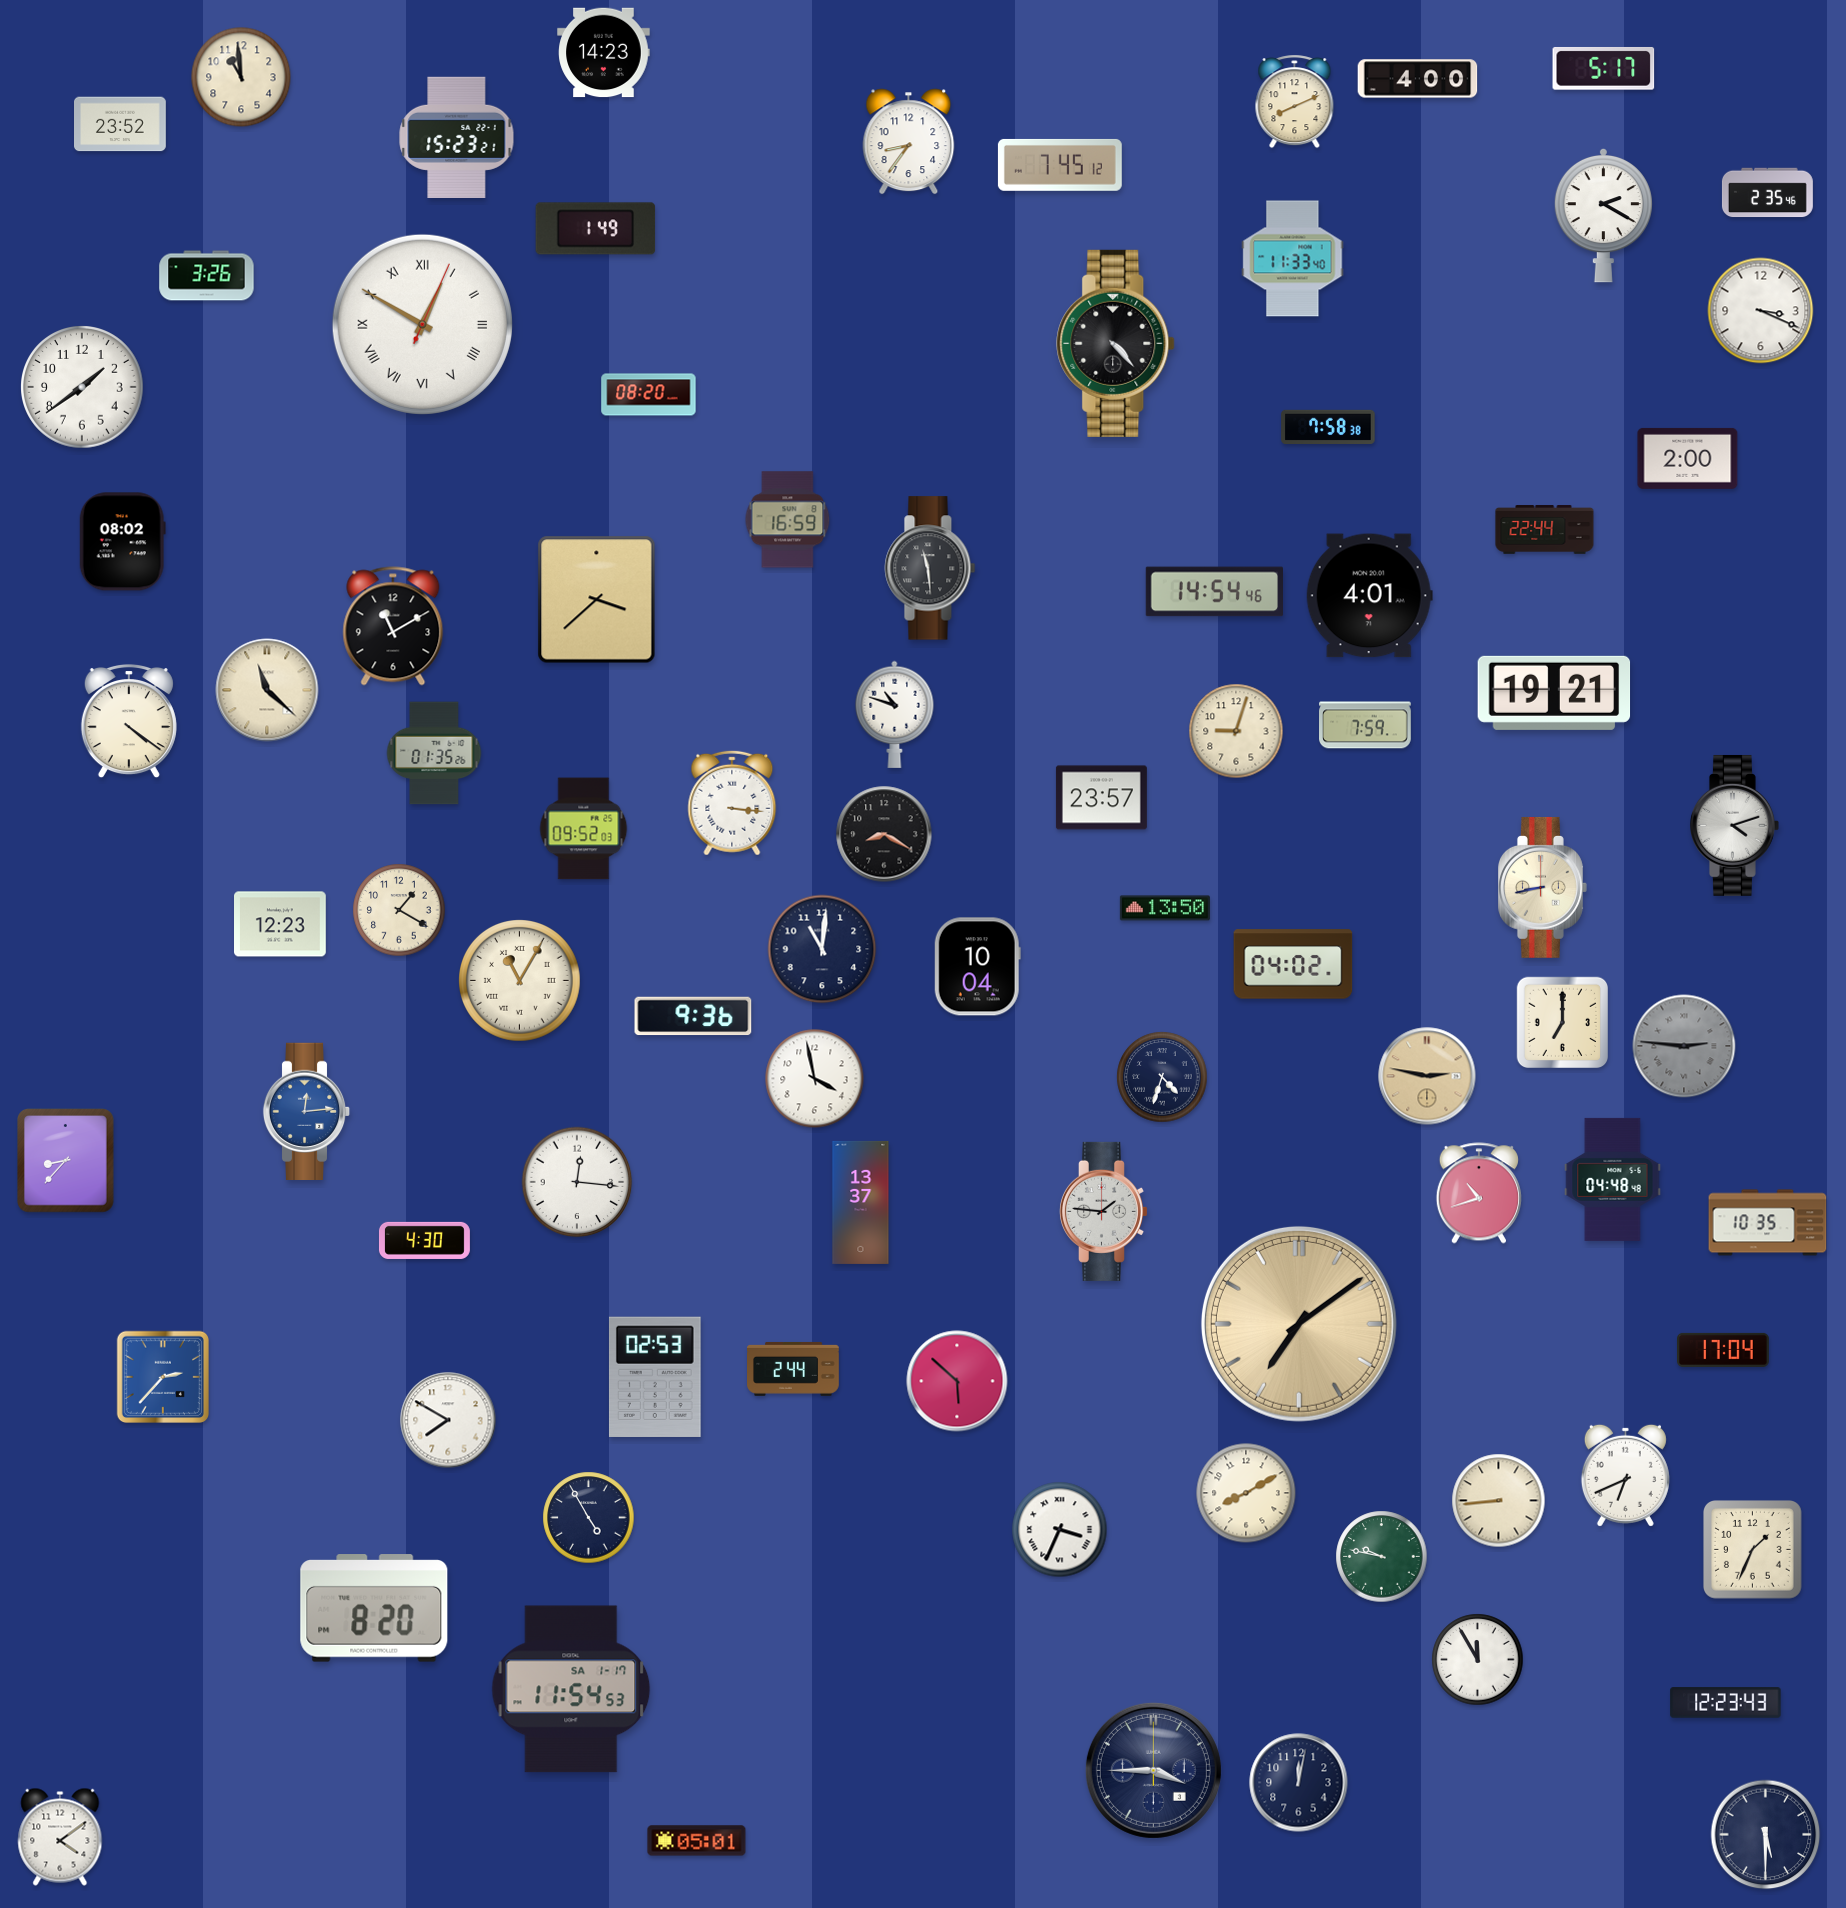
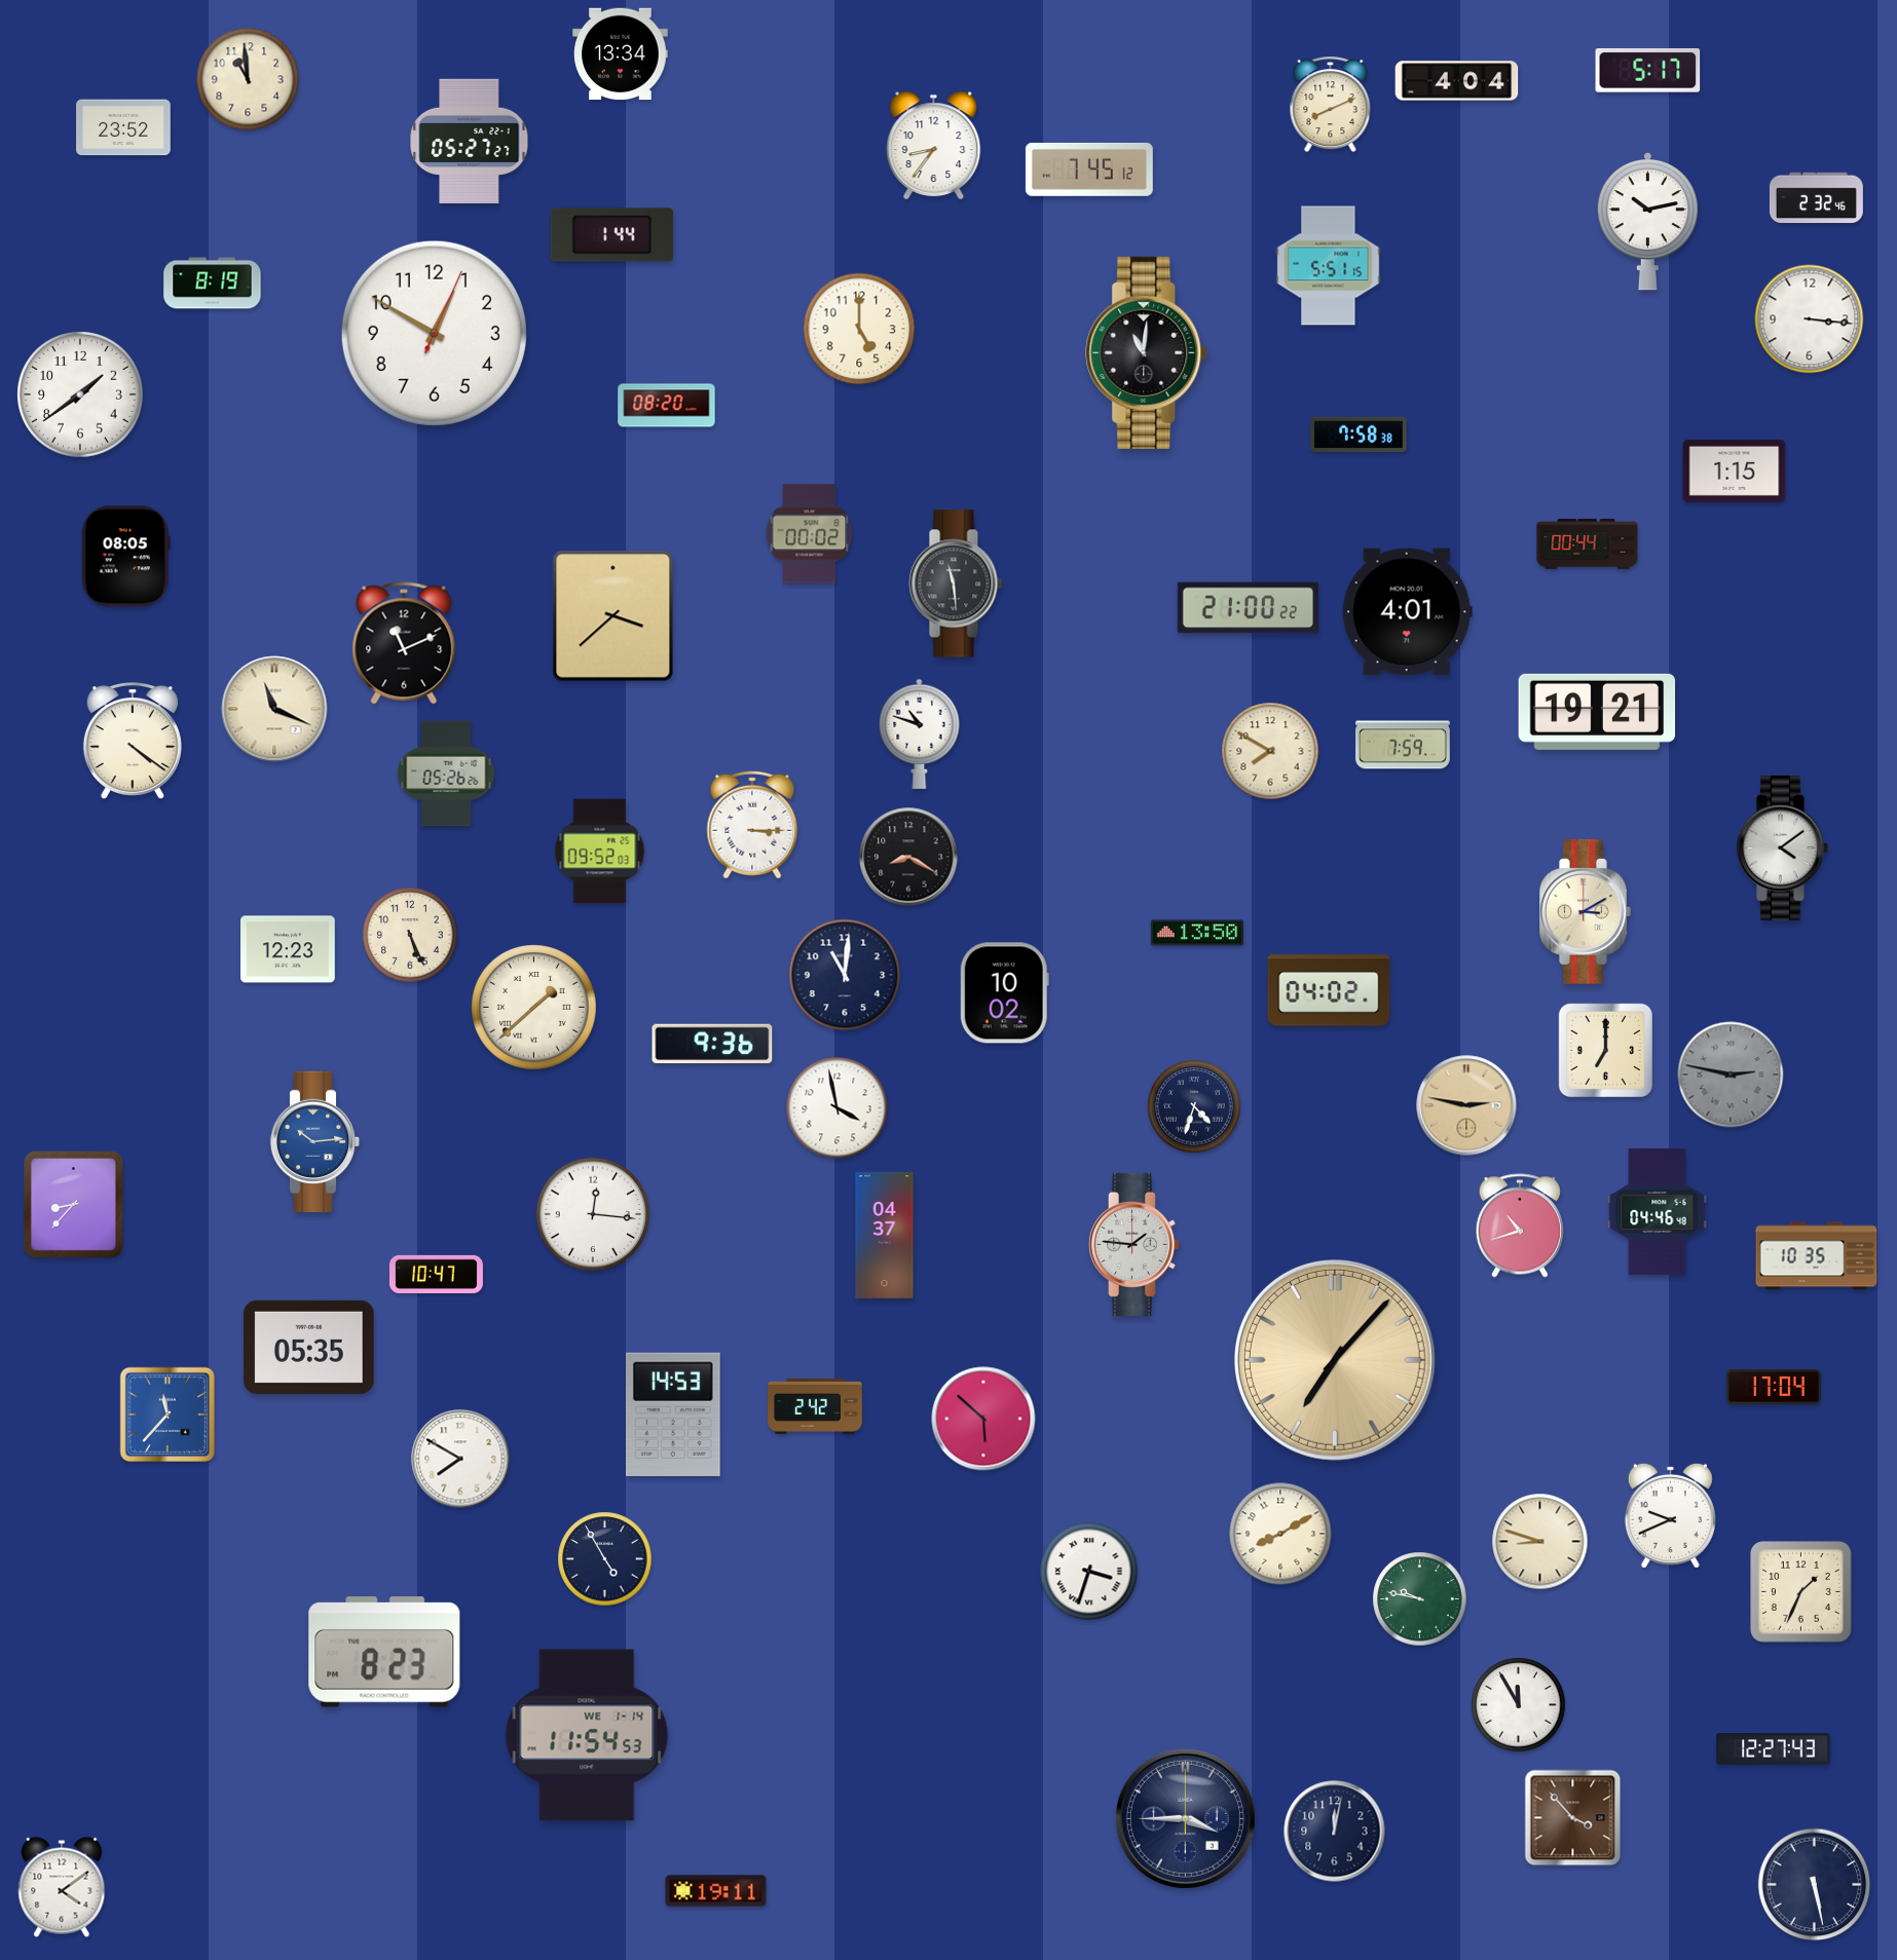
clock at (604, 53): 14:23 -> 13:34
clock at (1418, 79): 4:00 -> 4:04
clock at (457, 137): 15:23 -> 05:27
clock at (1767, 193): 2:35 -> 2:32
clock at (1603, 215): 2:20 -> 10:13
clock at (596, 229): 1:49 -> 1:44
clock at (1293, 259): 11:33 -> 5:51
clock at (207, 276): 3:26 -> 8:19
clock at (1761, 311): 3:19 -> 3:16
clock at (859, 329): none -> 5:00
clock at (422, 324) numerals: Roman -> Arabic
clock at (1116, 343): 4:23 -> 11:01
clock at (82, 387) position: (82, 387) -> (80, 394)
clock at (1328, 426) position: (1328, 426) -> (1359, 434)
clock at (1688, 458): 2:00 -> 1:15
clock at (788, 520): 16:59 -> 00:02
clock at (1545, 530): 22:44 -> 00:44
clock at (122, 542): 08:02 -> 08:05
clock at (1214, 592): 14:54 -> 21:00
clock at (393, 626): 11:10 -> 11:11
clock at (267, 690): 11:22 -> 11:19
clock at (1236, 731): 9:03 -> 7:50
clock at (434, 753): 01:35 -> 05:26
clock at (1101, 798): 23:57 -> none
clock at (732, 803): 3:16 -> 3:15
clock at (1735, 825): 4:12 -> 4:09
clock at (1543, 887): 8:43 -> 3:10
clock at (399, 910): 1:20 -> 5:26
clock at (977, 967): 10:04 -> 10:02
clock at (520, 981): 11:05 -> 1:38
clock at (1684, 1046): 2:46 -> 2:47
clock at (307, 1111): 12:14 -> 10:14
clock at (66, 1161) position: (66, 1161) -> (74, 1205)
clock at (1613, 1179): 04:48 -> 04:46
clock at (861, 1202): 13:37 -> 04:37
clock at (424, 1240): 4:30 -> 10:47
clock at (309, 1347): none -> 05:35
clock at (1299, 1324): 7:09 -> 7:07
clock at (1724, 1350) position: (1724, 1350) -> (1775, 1387)
clock at (794, 1369): 2:44 -> 2:42
clock at (162, 1376): 2:37 -> 11:37
clock at (655, 1377): 02:53 -> 14:53
clock at (1625, 1475): 6:41 -> 9:41
clock at (1499, 1501): 8:44 -> 8:48
clock at (1060, 1530): 3:34 -> 3:33
clock at (374, 1608): 8:20 -> 8:23
clock at (571, 1689) date: SA 1-17 -> WE 1-14
clock at (1726, 1703): 12:23 -> 12:27
clock at (1573, 1818): none -> 3:53
clock at (1766, 1835): 5:30 -> 5:28
clock at (697, 1841): 05:01 -> 19:11
